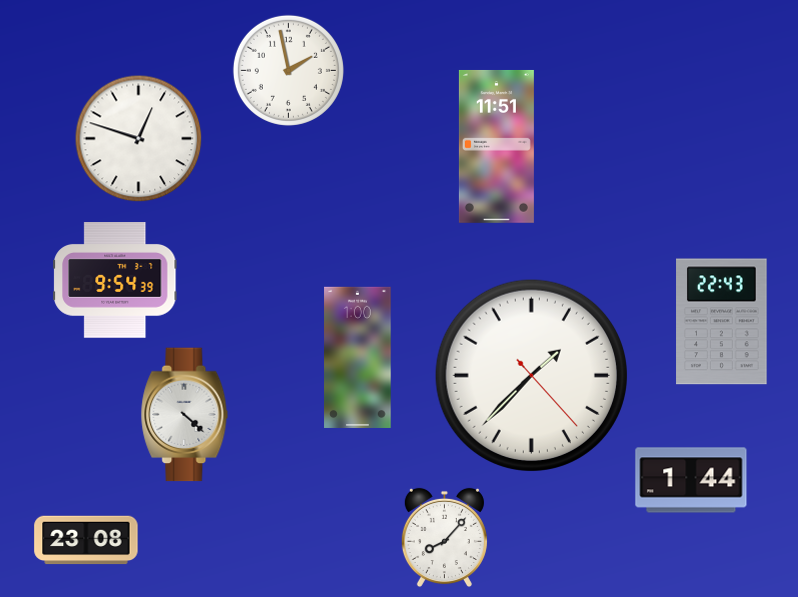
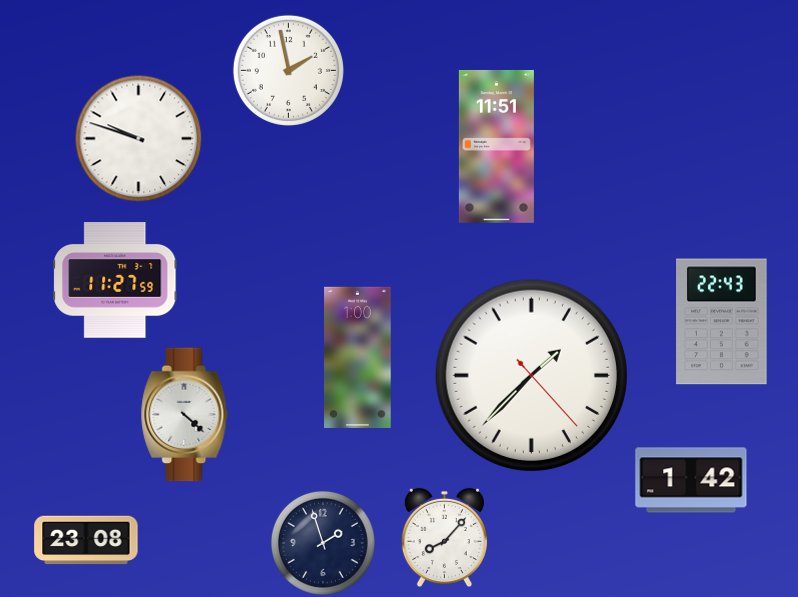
clock at (138, 138): 12:48 -> 9:48
clock at (115, 280): 9:54 -> 11:27
clock at (691, 480): 1:44 -> 1:42
clock at (323, 543): none -> 1:57
